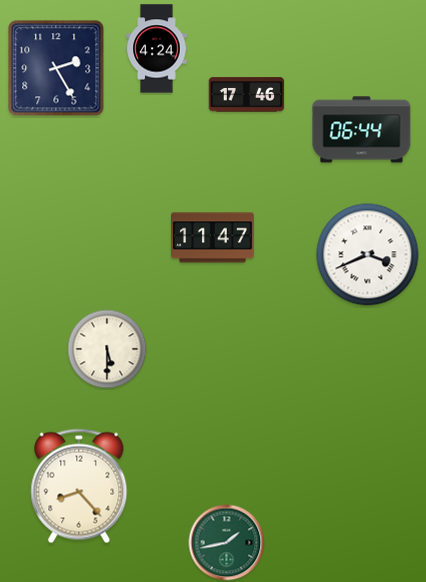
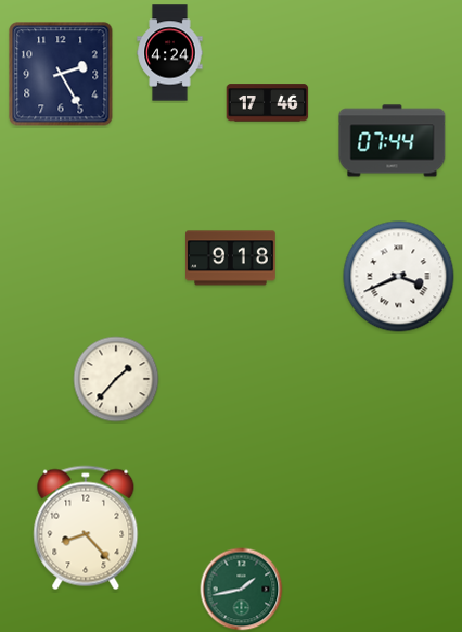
clock at (362, 130): 06:44 -> 07:44
clock at (213, 238): 11:47 -> 9:18
clock at (107, 349): 5:30 -> 1:37
clock at (227, 543) position: (227, 543) -> (242, 590)
